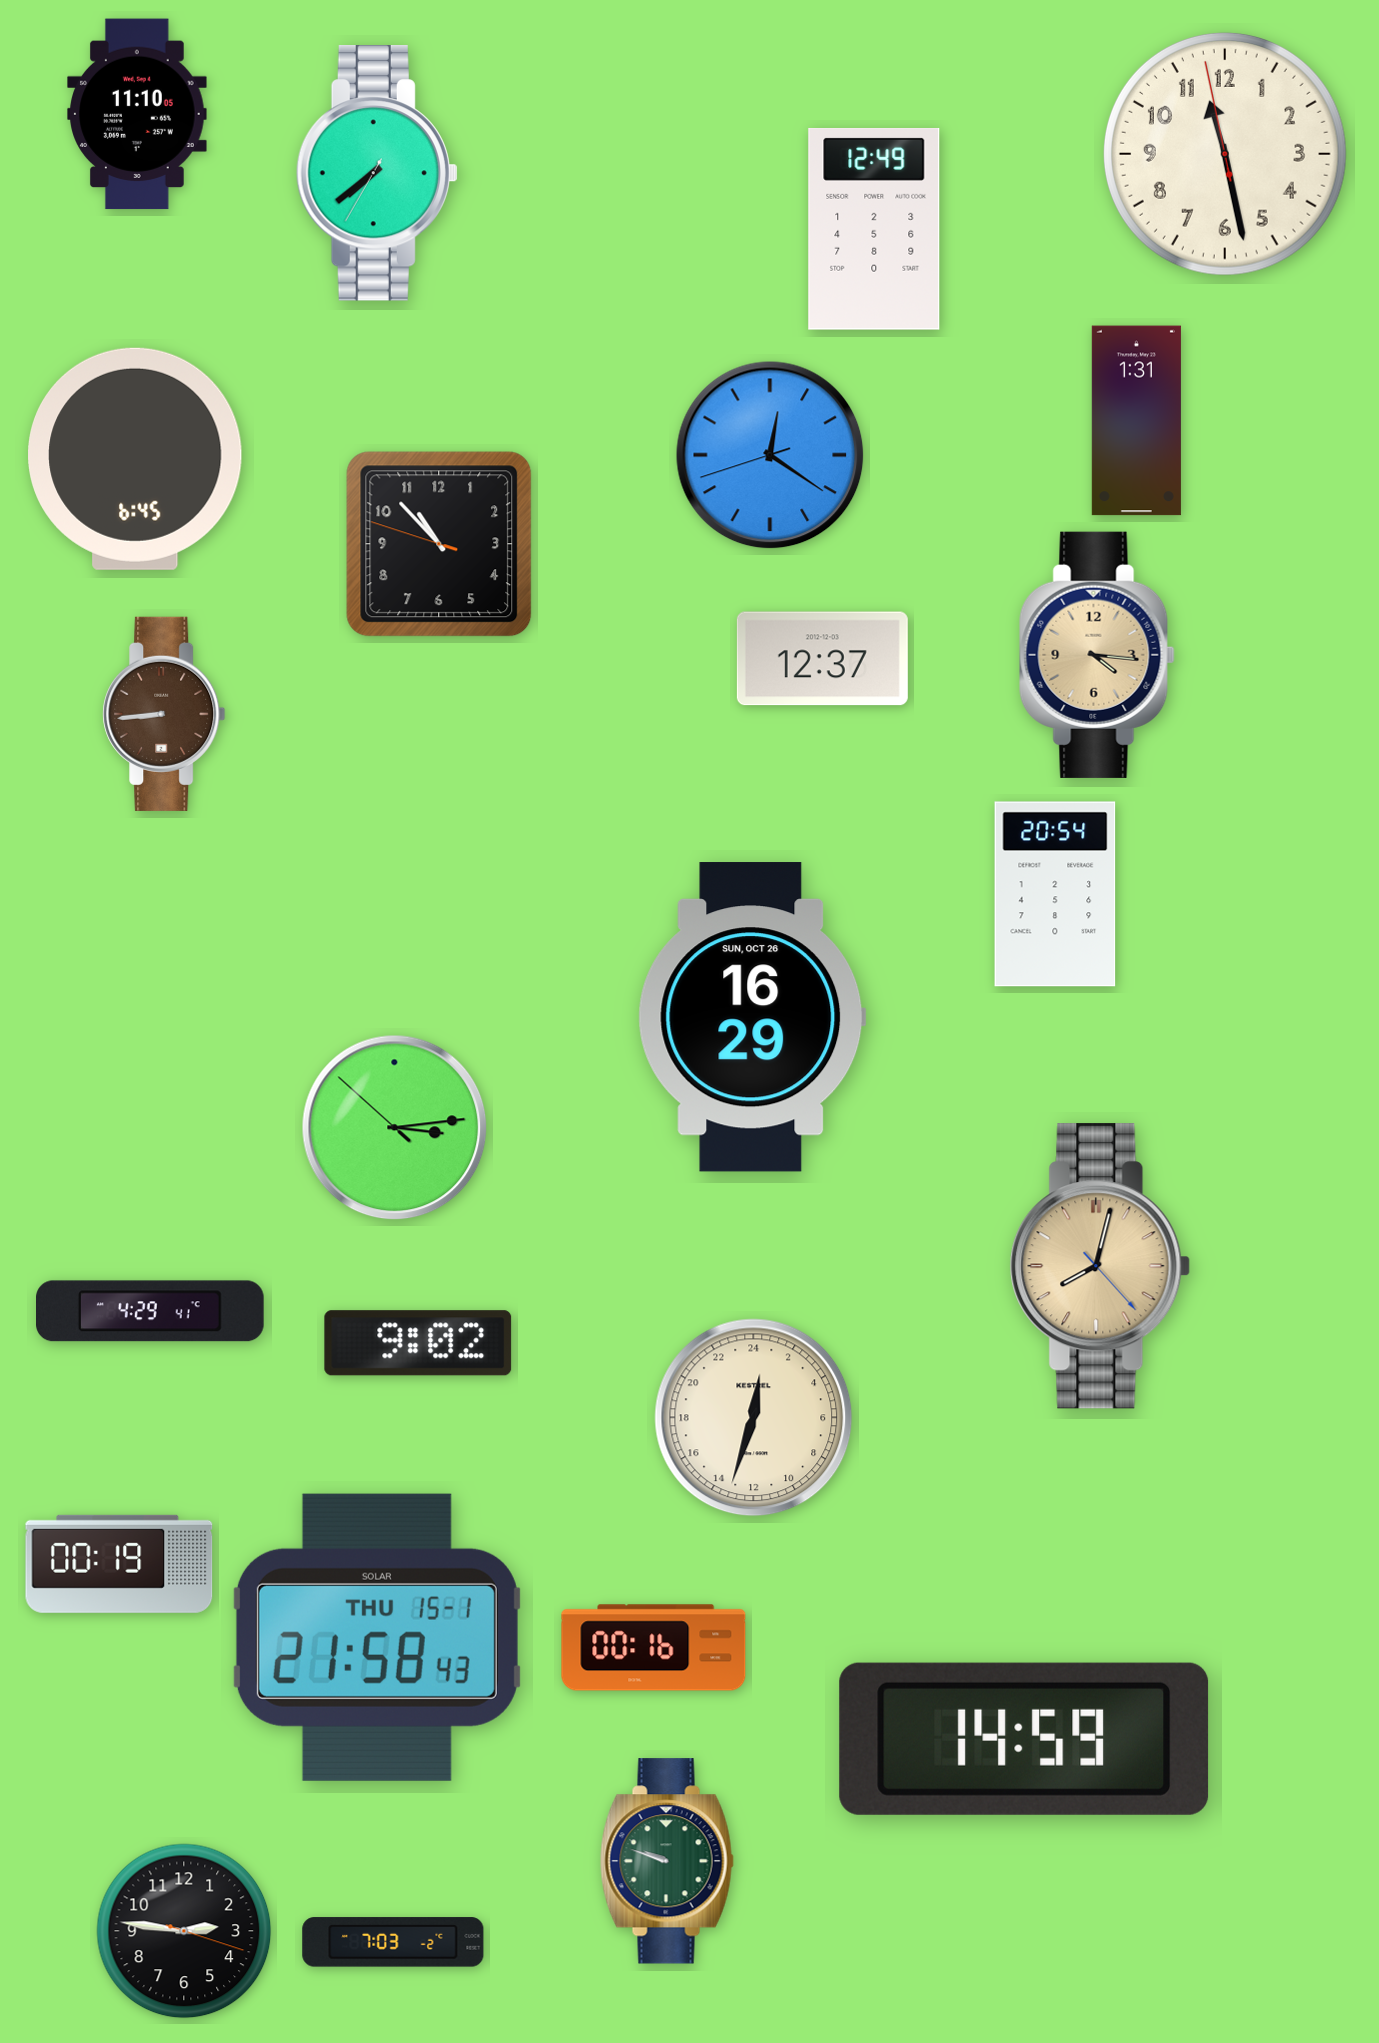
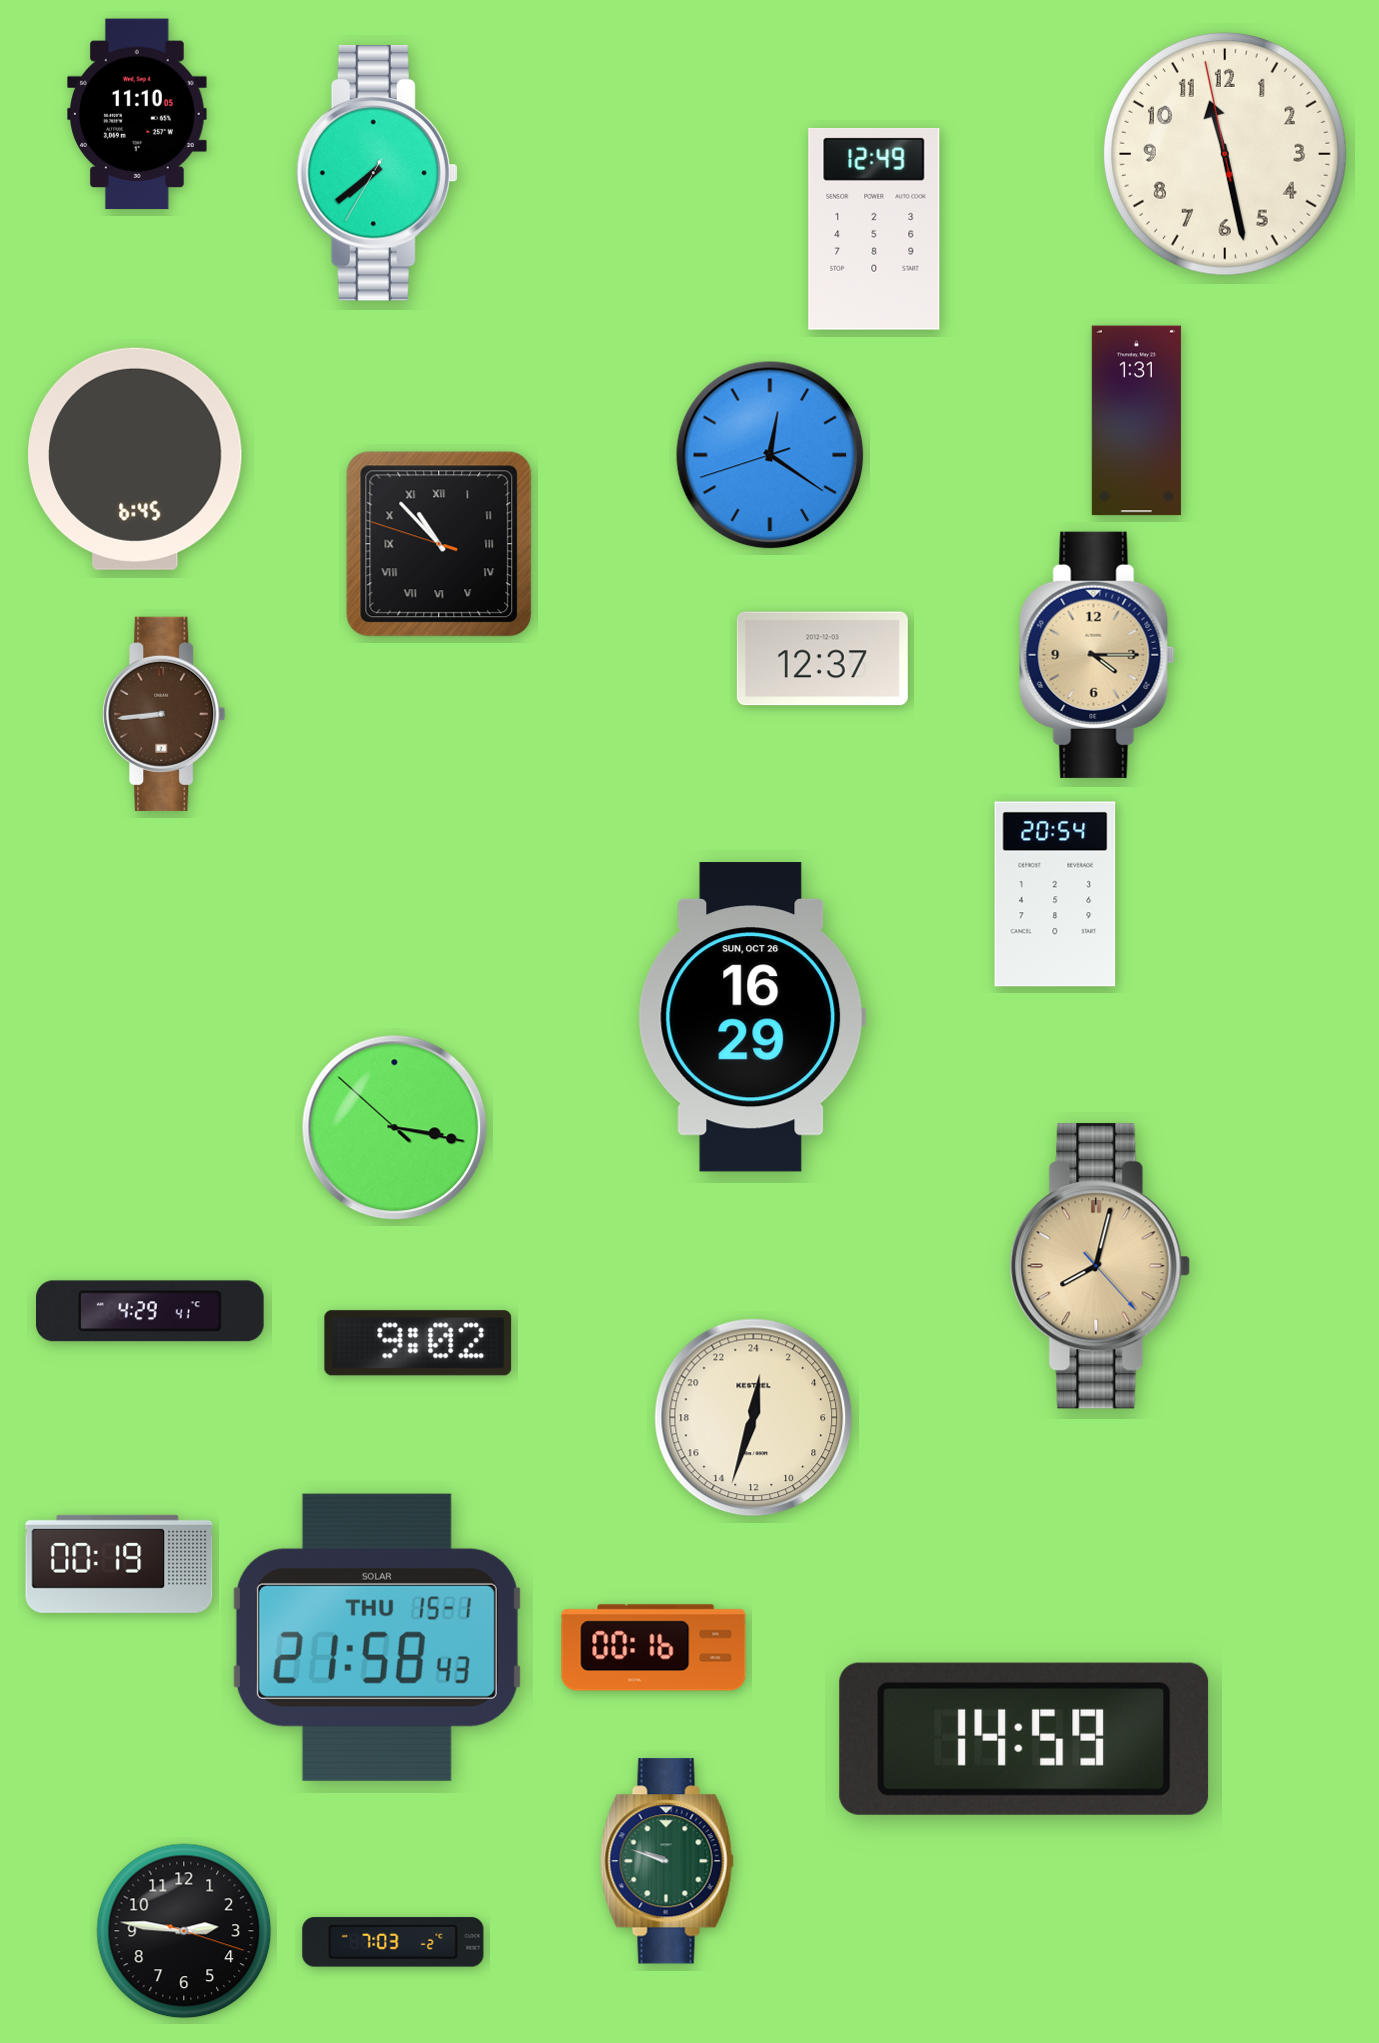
clock at (439, 544) numerals: Arabic -> Roman
clock at (1097, 655): 4:16 -> 4:15
clock at (395, 1128): 3:13 -> 3:16
